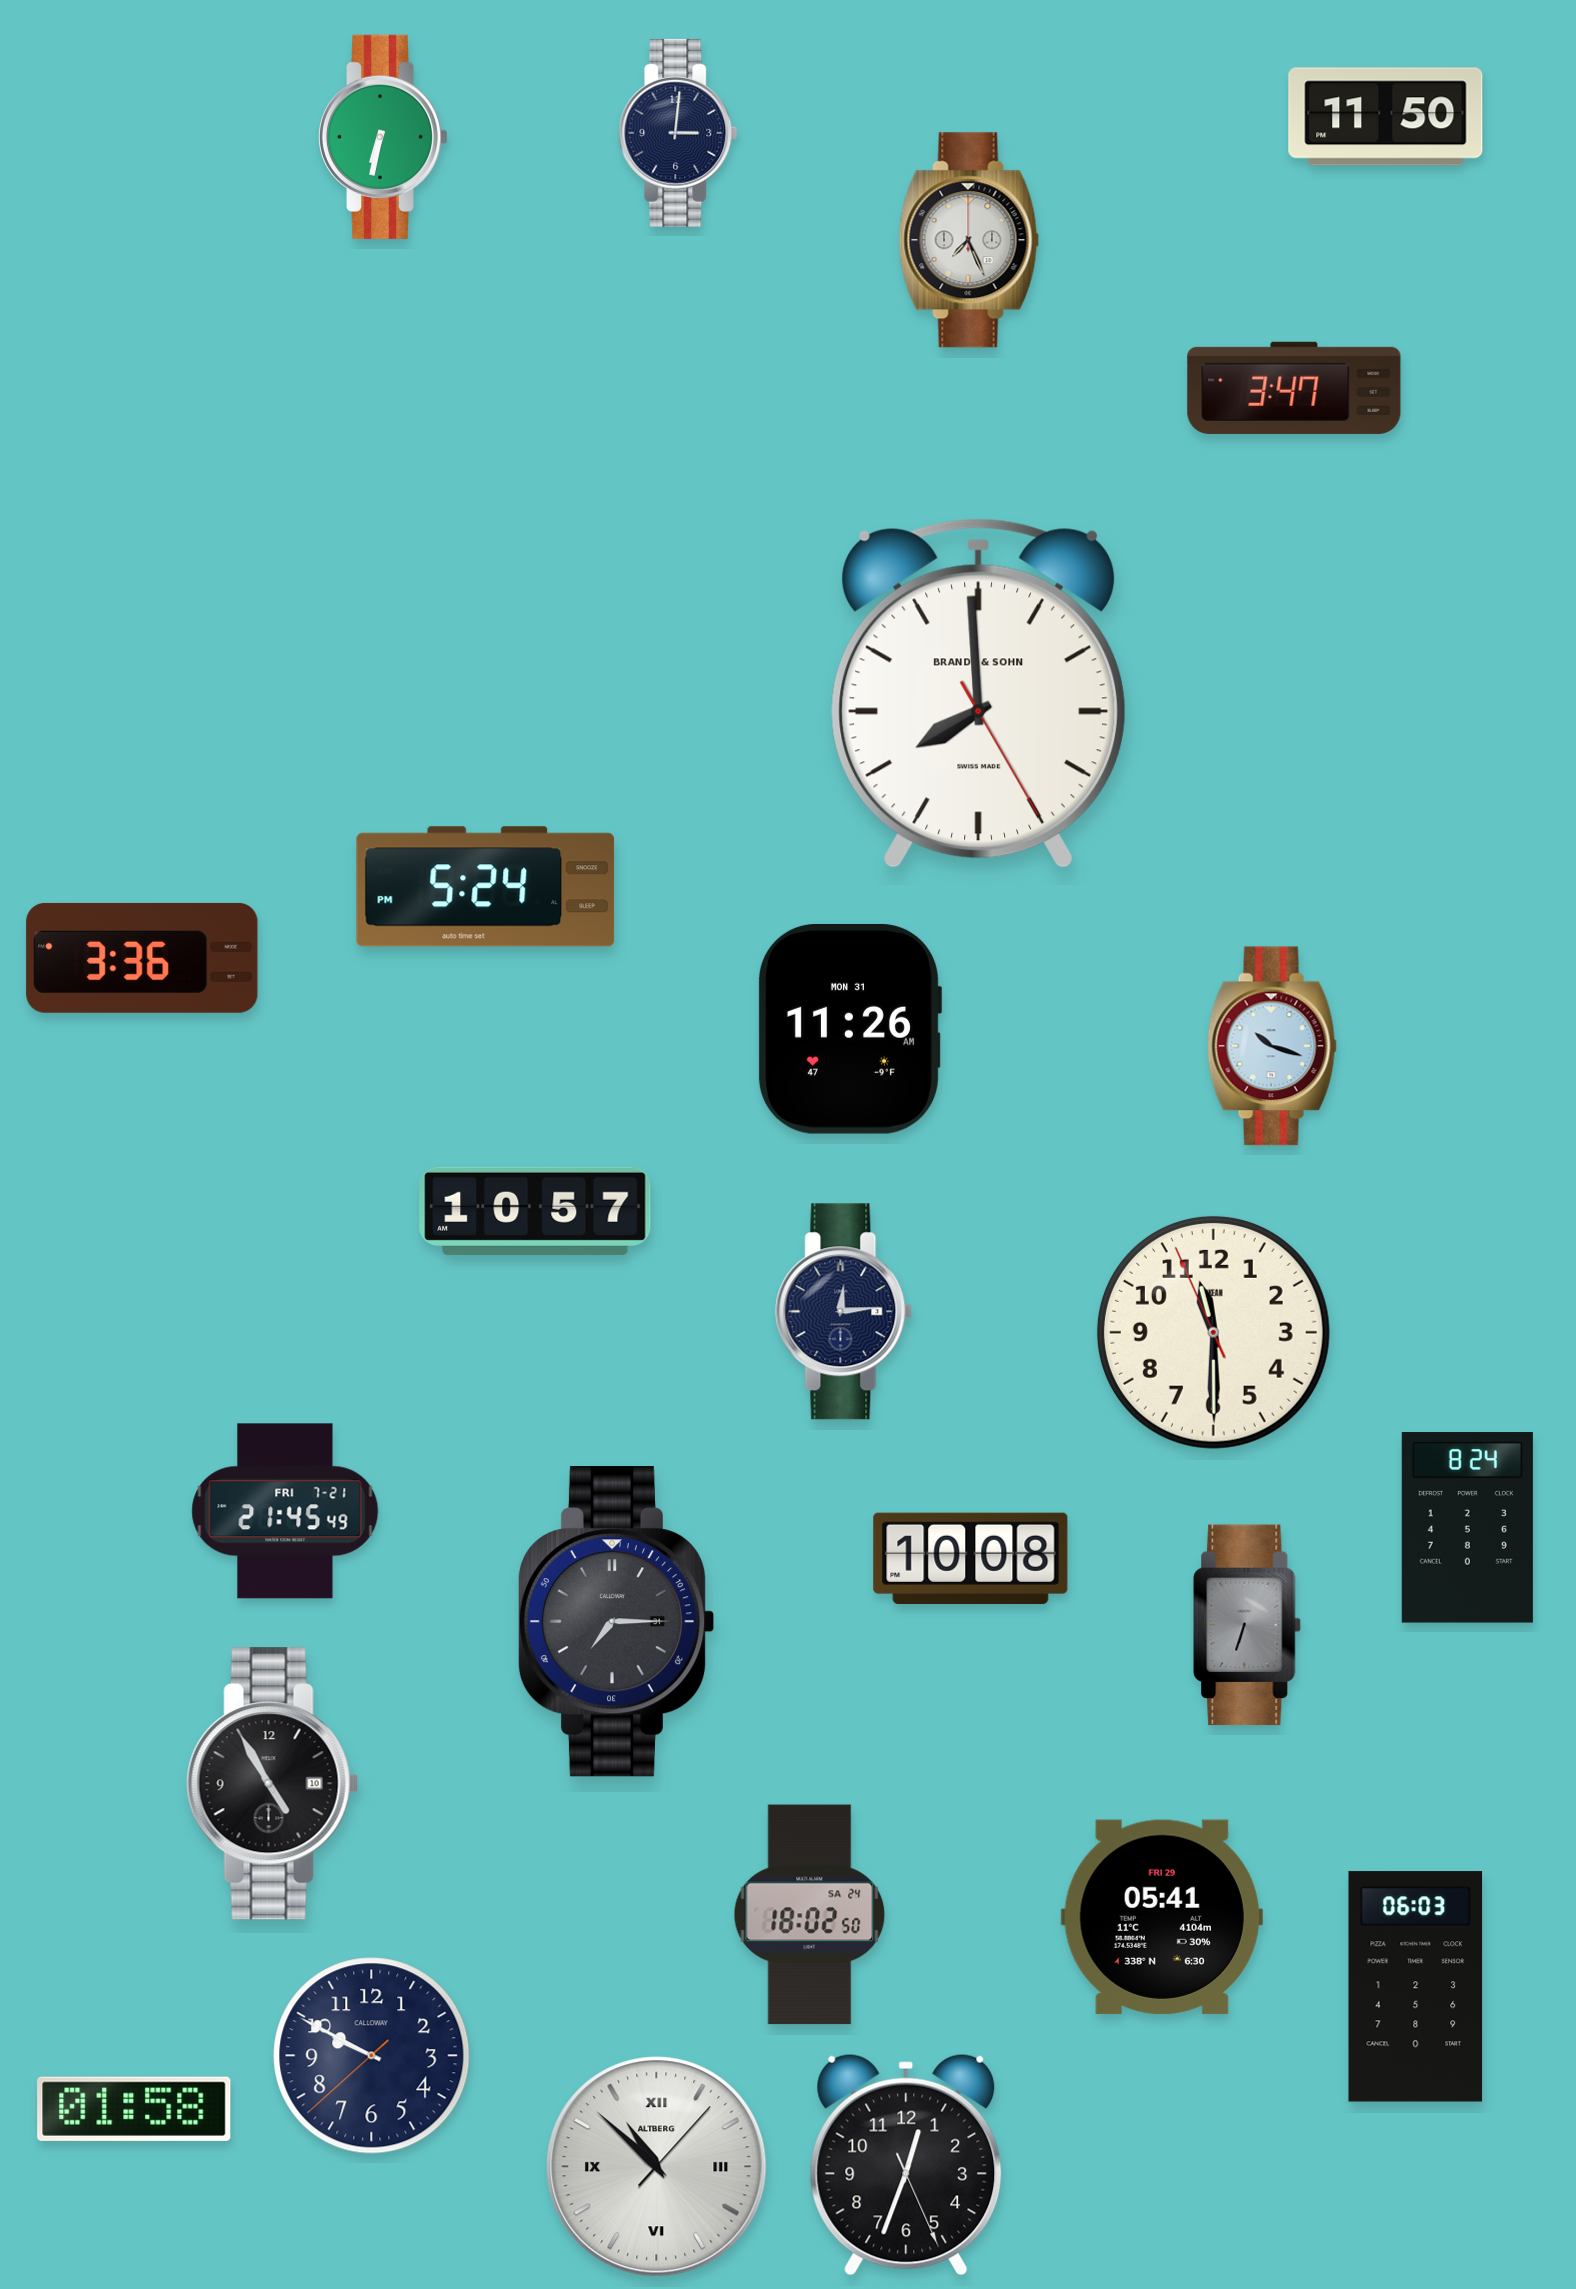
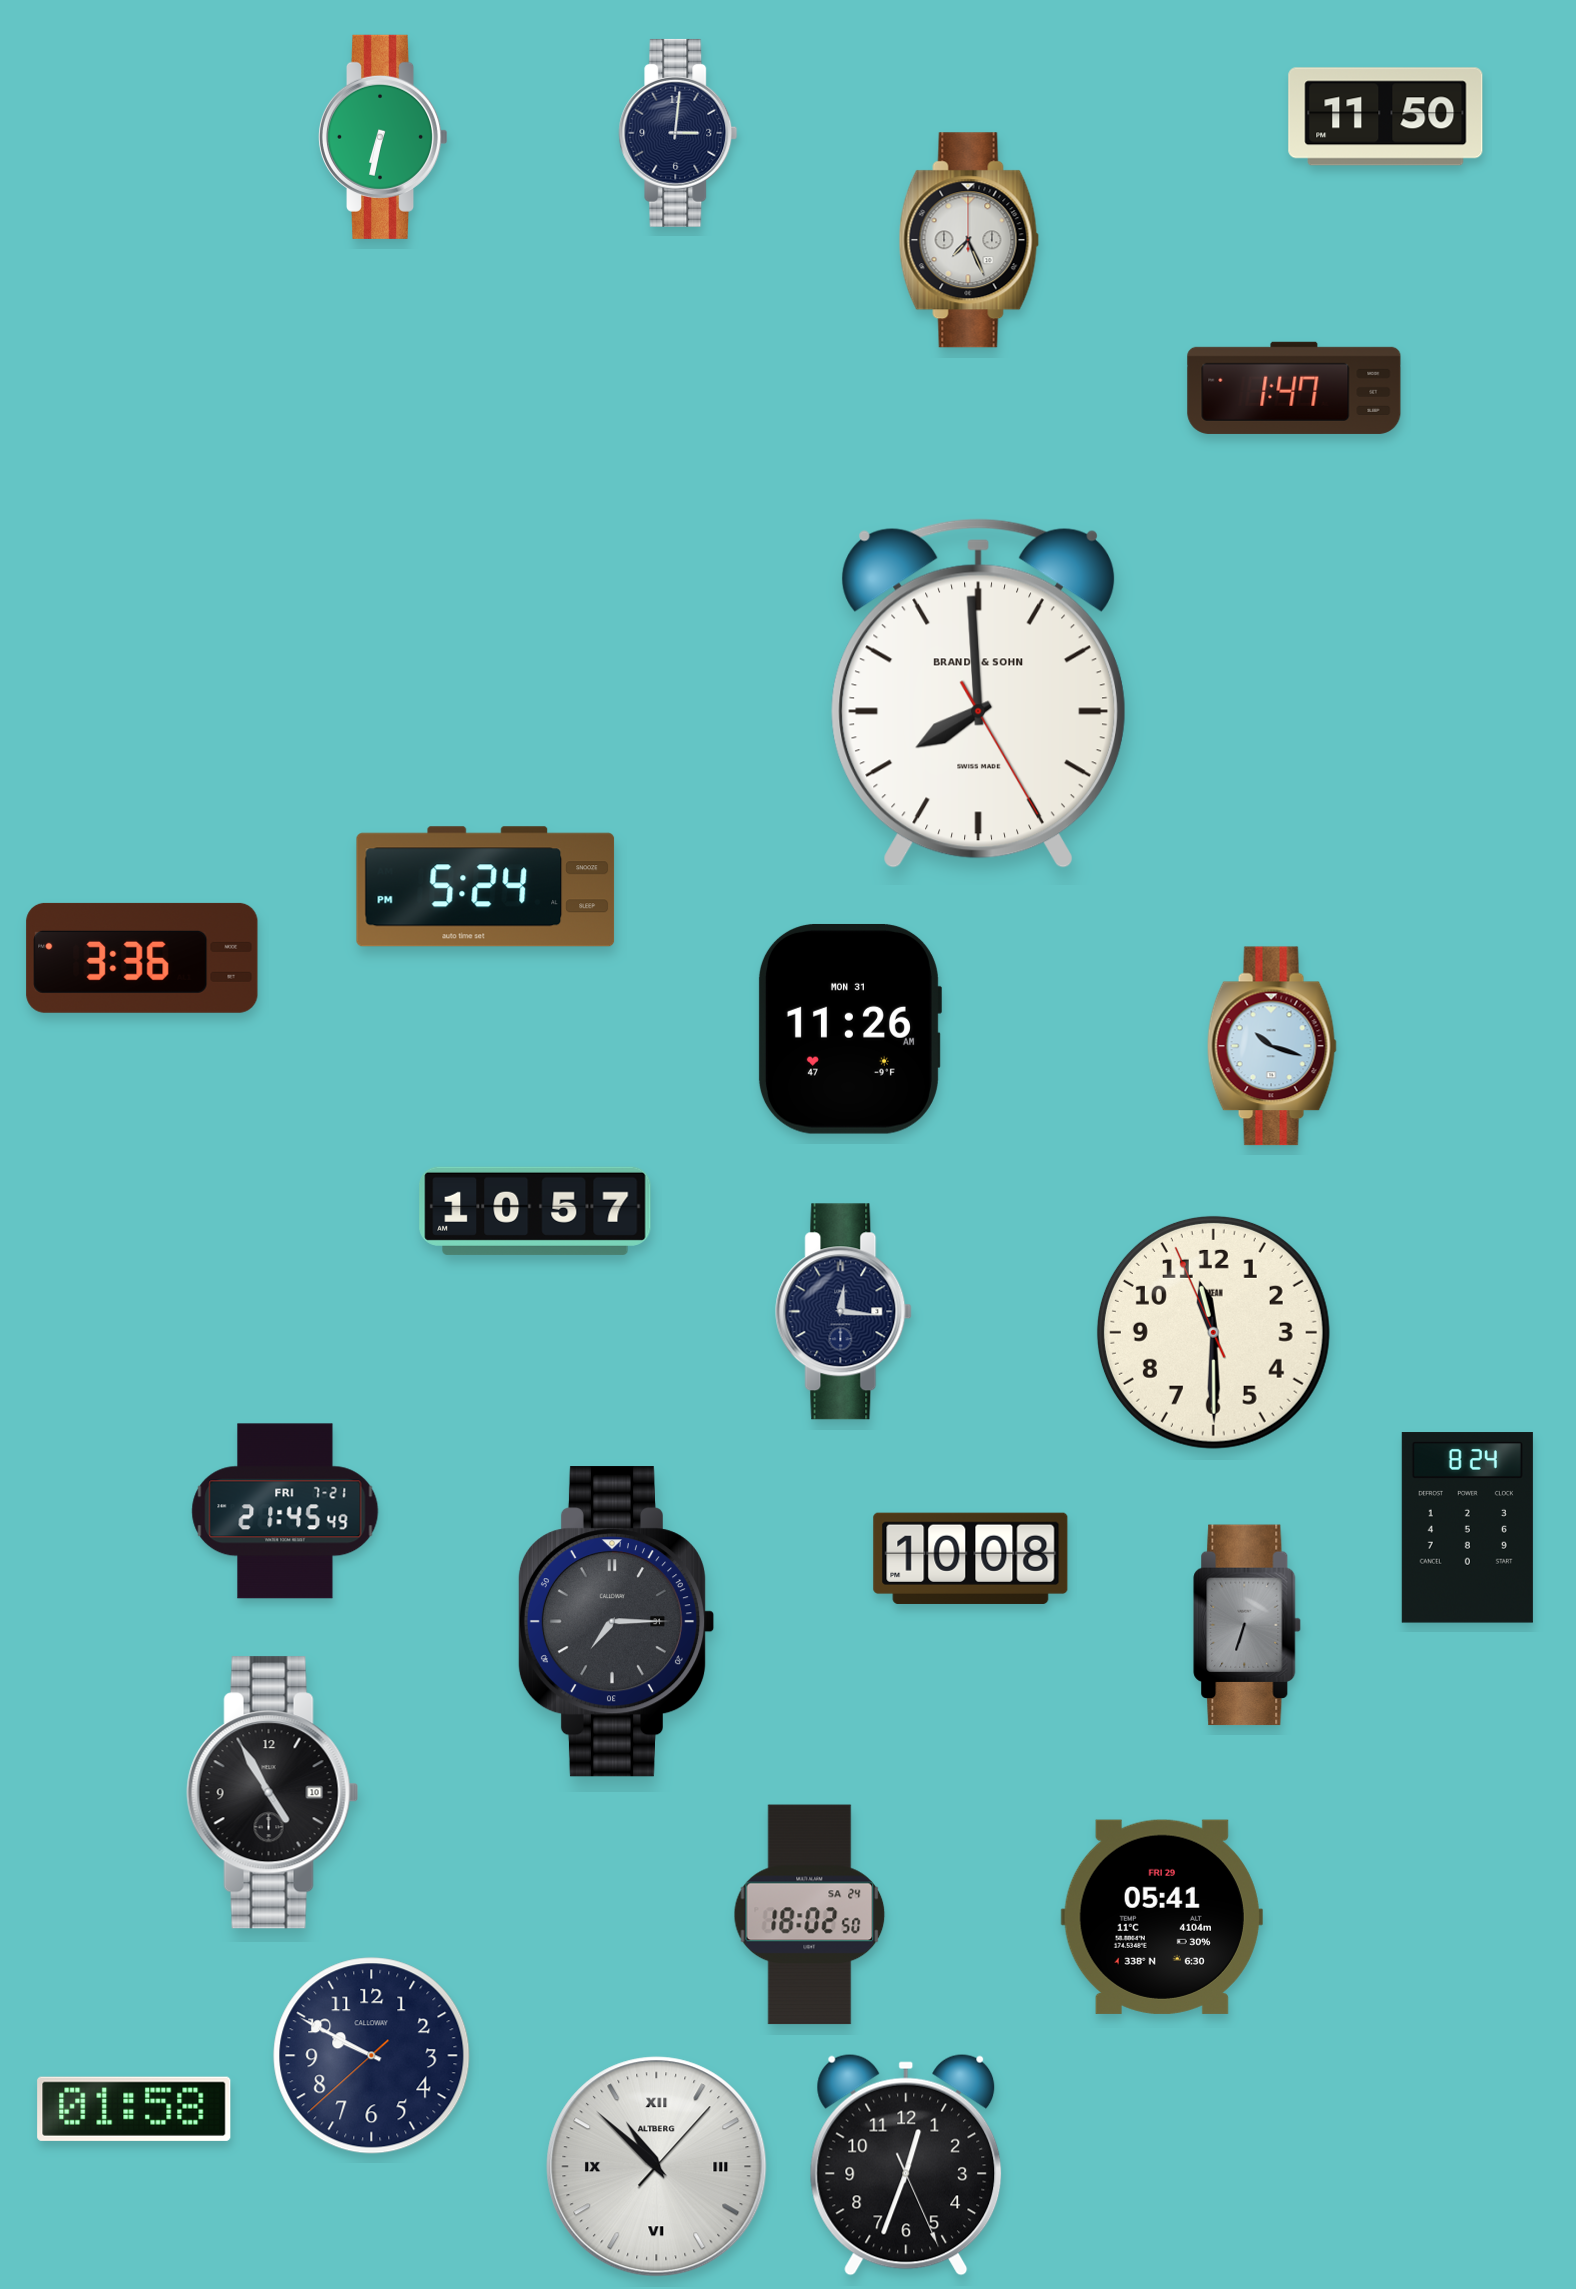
clock at (1294, 388): 3:47 -> 1:47
clock at (844, 1312): 12:14 -> 12:16
clock at (273, 1784) position: (273, 1784) -> (273, 1793)
clock at (1416, 1987): 06:03 -> none
